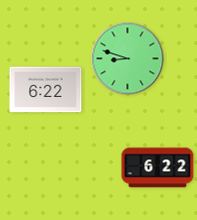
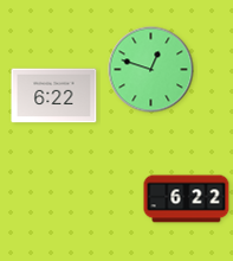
clock at (128, 59): 8:48 -> 12:48
clock at (46, 90) position: (46, 90) -> (54, 96)
